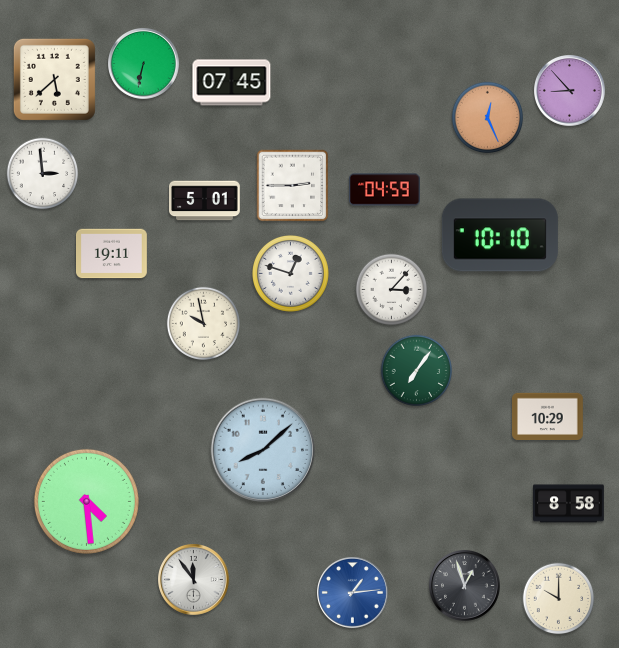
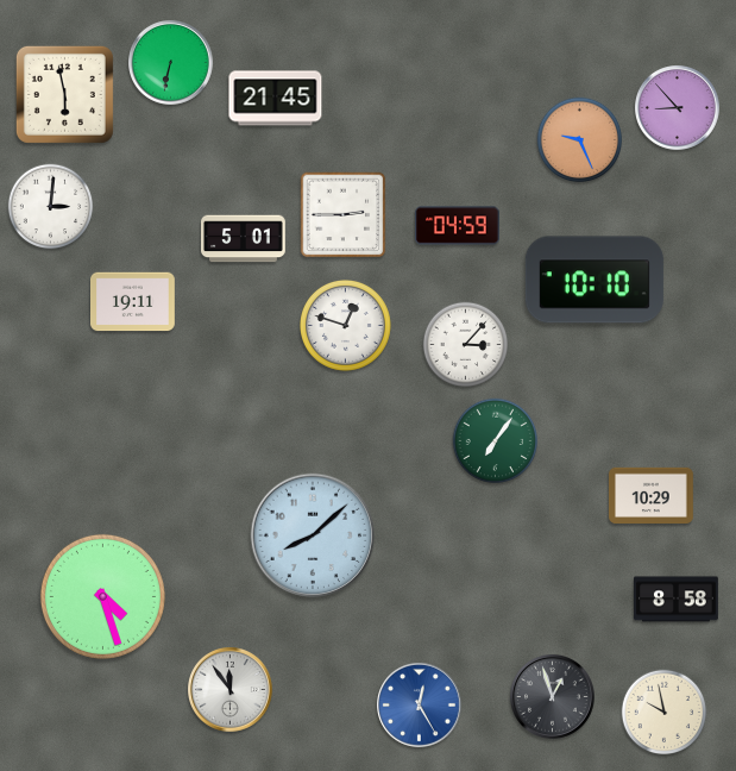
clock at (144, 64) position: (144, 64) -> (171, 63)
clock at (54, 79): 5:38 -> 5:58
clock at (232, 83): 07:45 -> 21:45
clock at (488, 118): 12:26 -> 9:26
clock at (43, 174): 2:59 -> 3:01
clock at (293, 186) position: (293, 186) -> (344, 215)
clock at (203, 323): 9:58 -> none
clock at (86, 501): 4:29 -> 4:27
clock at (353, 593): 1:14 -> 12:25
clock at (559, 599): 10:00 -> 9:58
